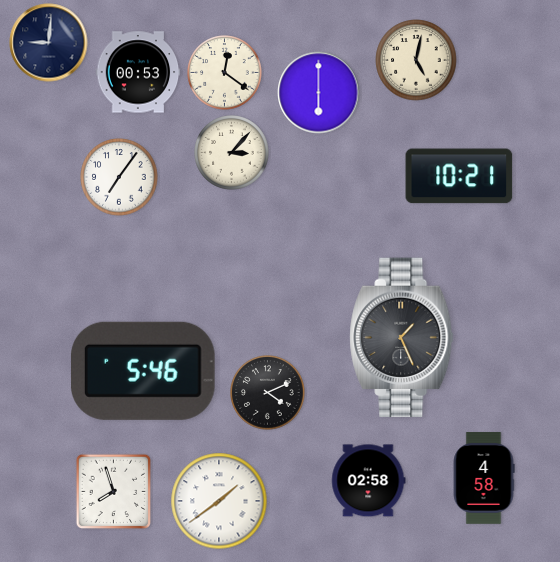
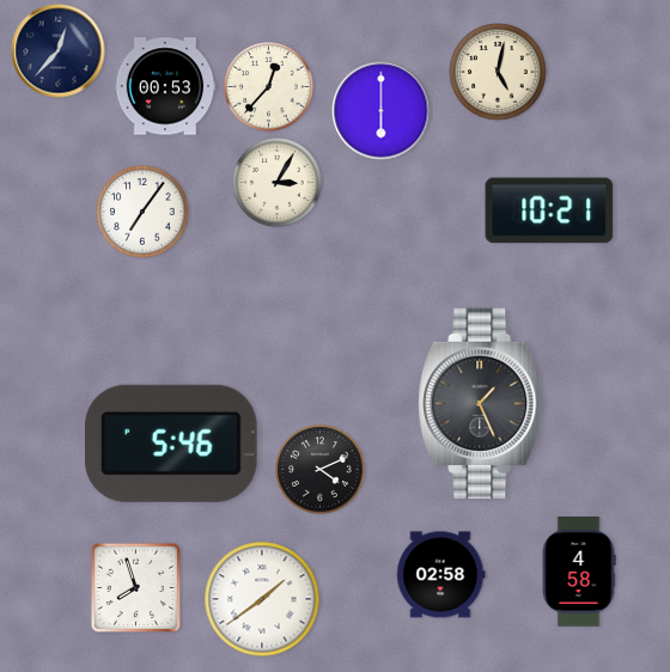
clock at (49, 43): 9:01 -> 12:37
clock at (225, 73): 12:21 -> 12:37
clock at (232, 153): 3:07 -> 3:05
